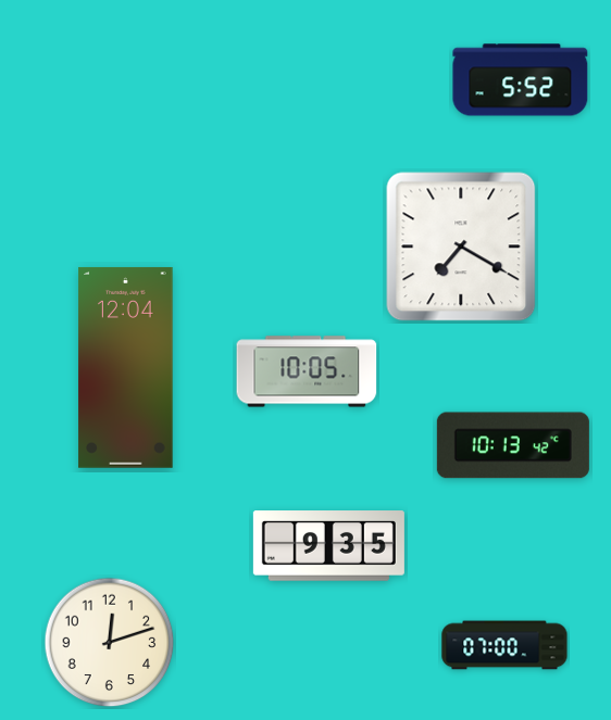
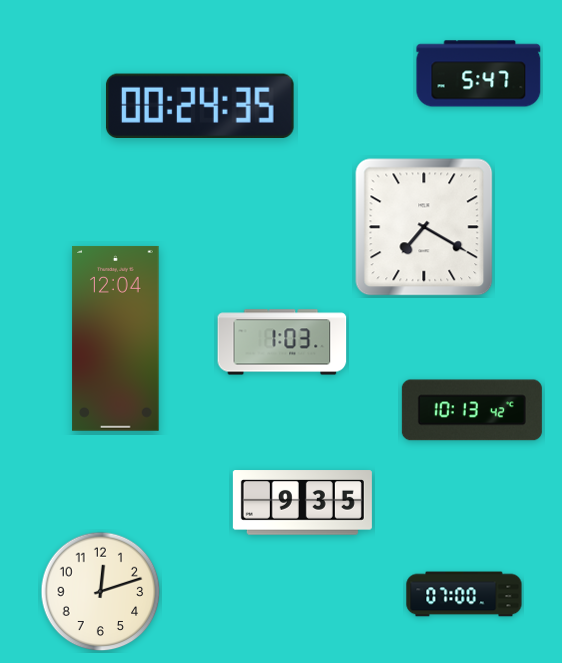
clock at (521, 80): 5:52 -> 5:47
clock at (200, 105): none -> 00:24
clock at (307, 371): 10:05 -> 1:03
